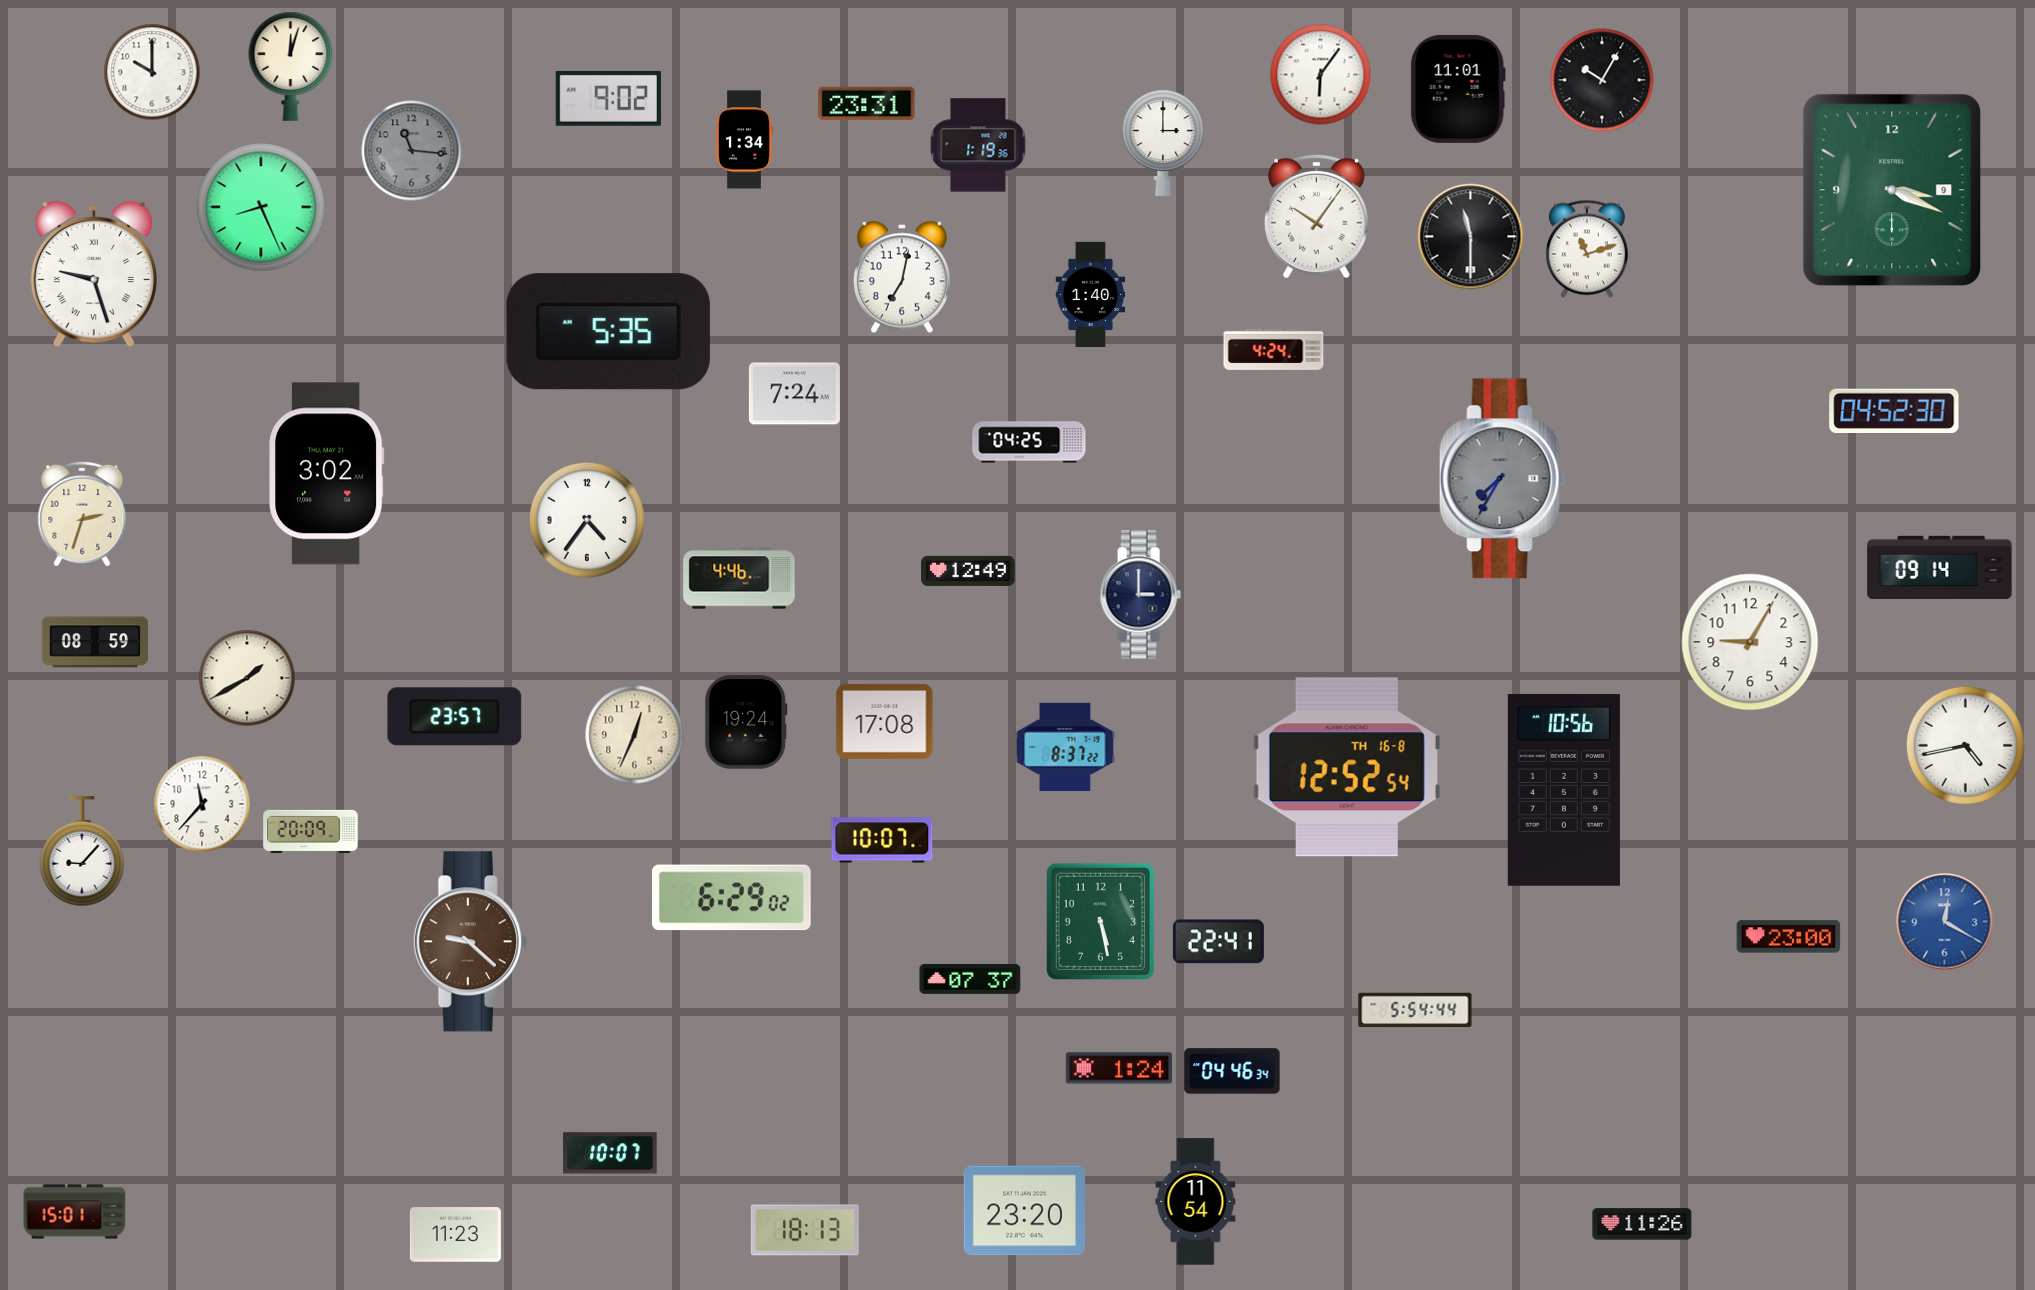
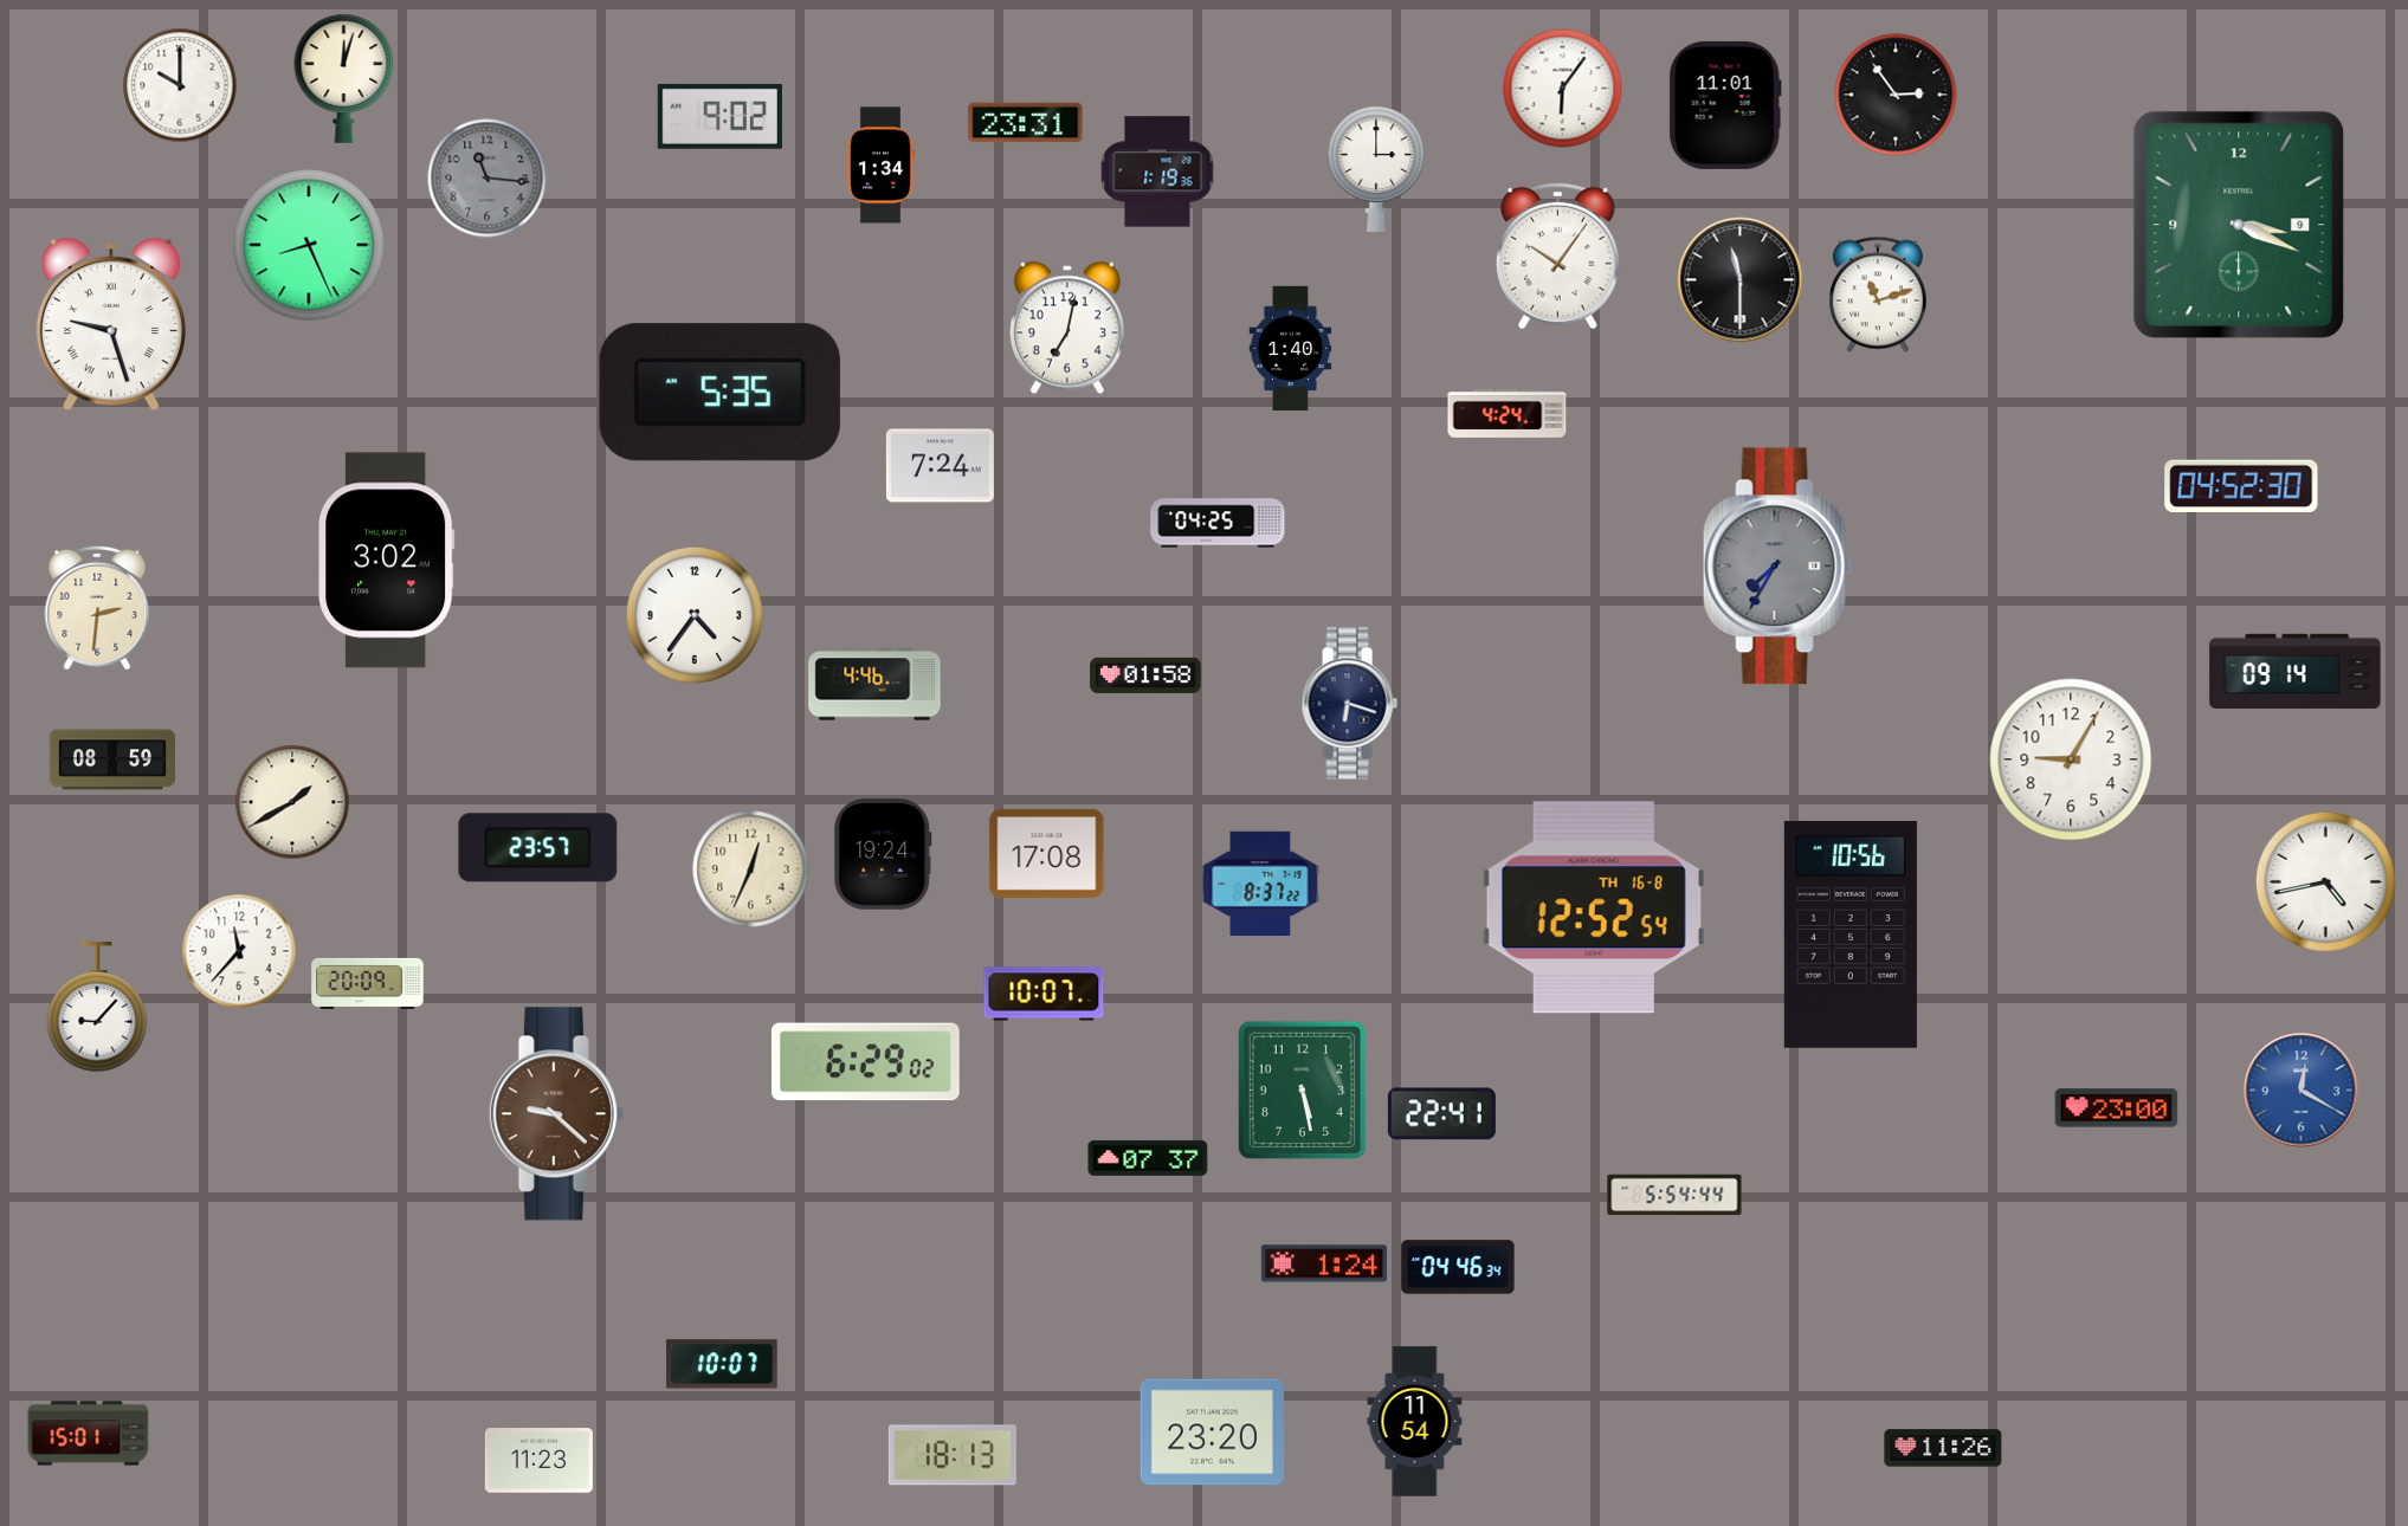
clock at (1602, 80): 10:05 -> 2:54
clock at (82, 514): 2:33 -> 2:31
clock at (968, 571): 12:49 -> 01:58
clock at (1140, 595): 3:00 -> 6:18
